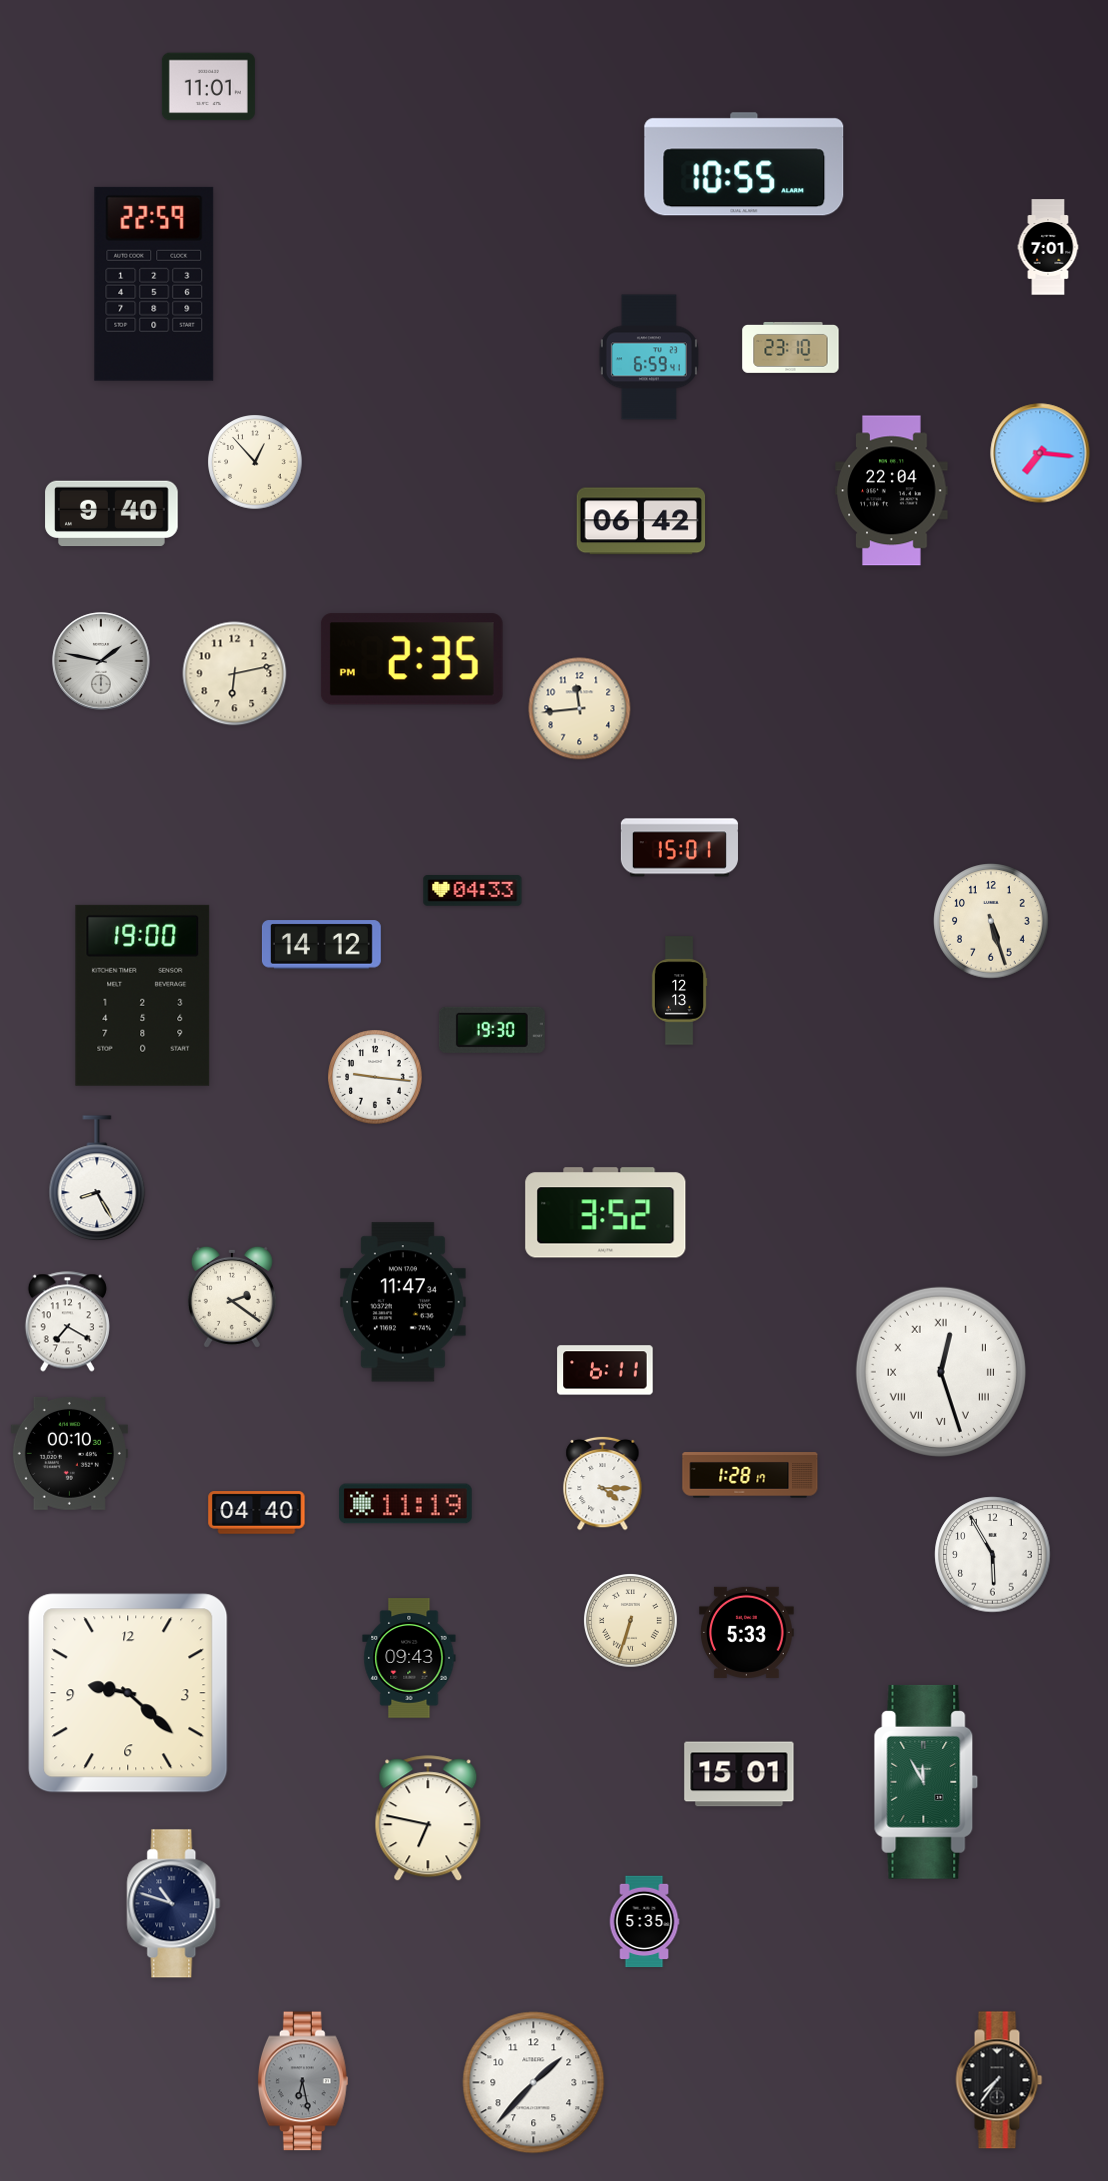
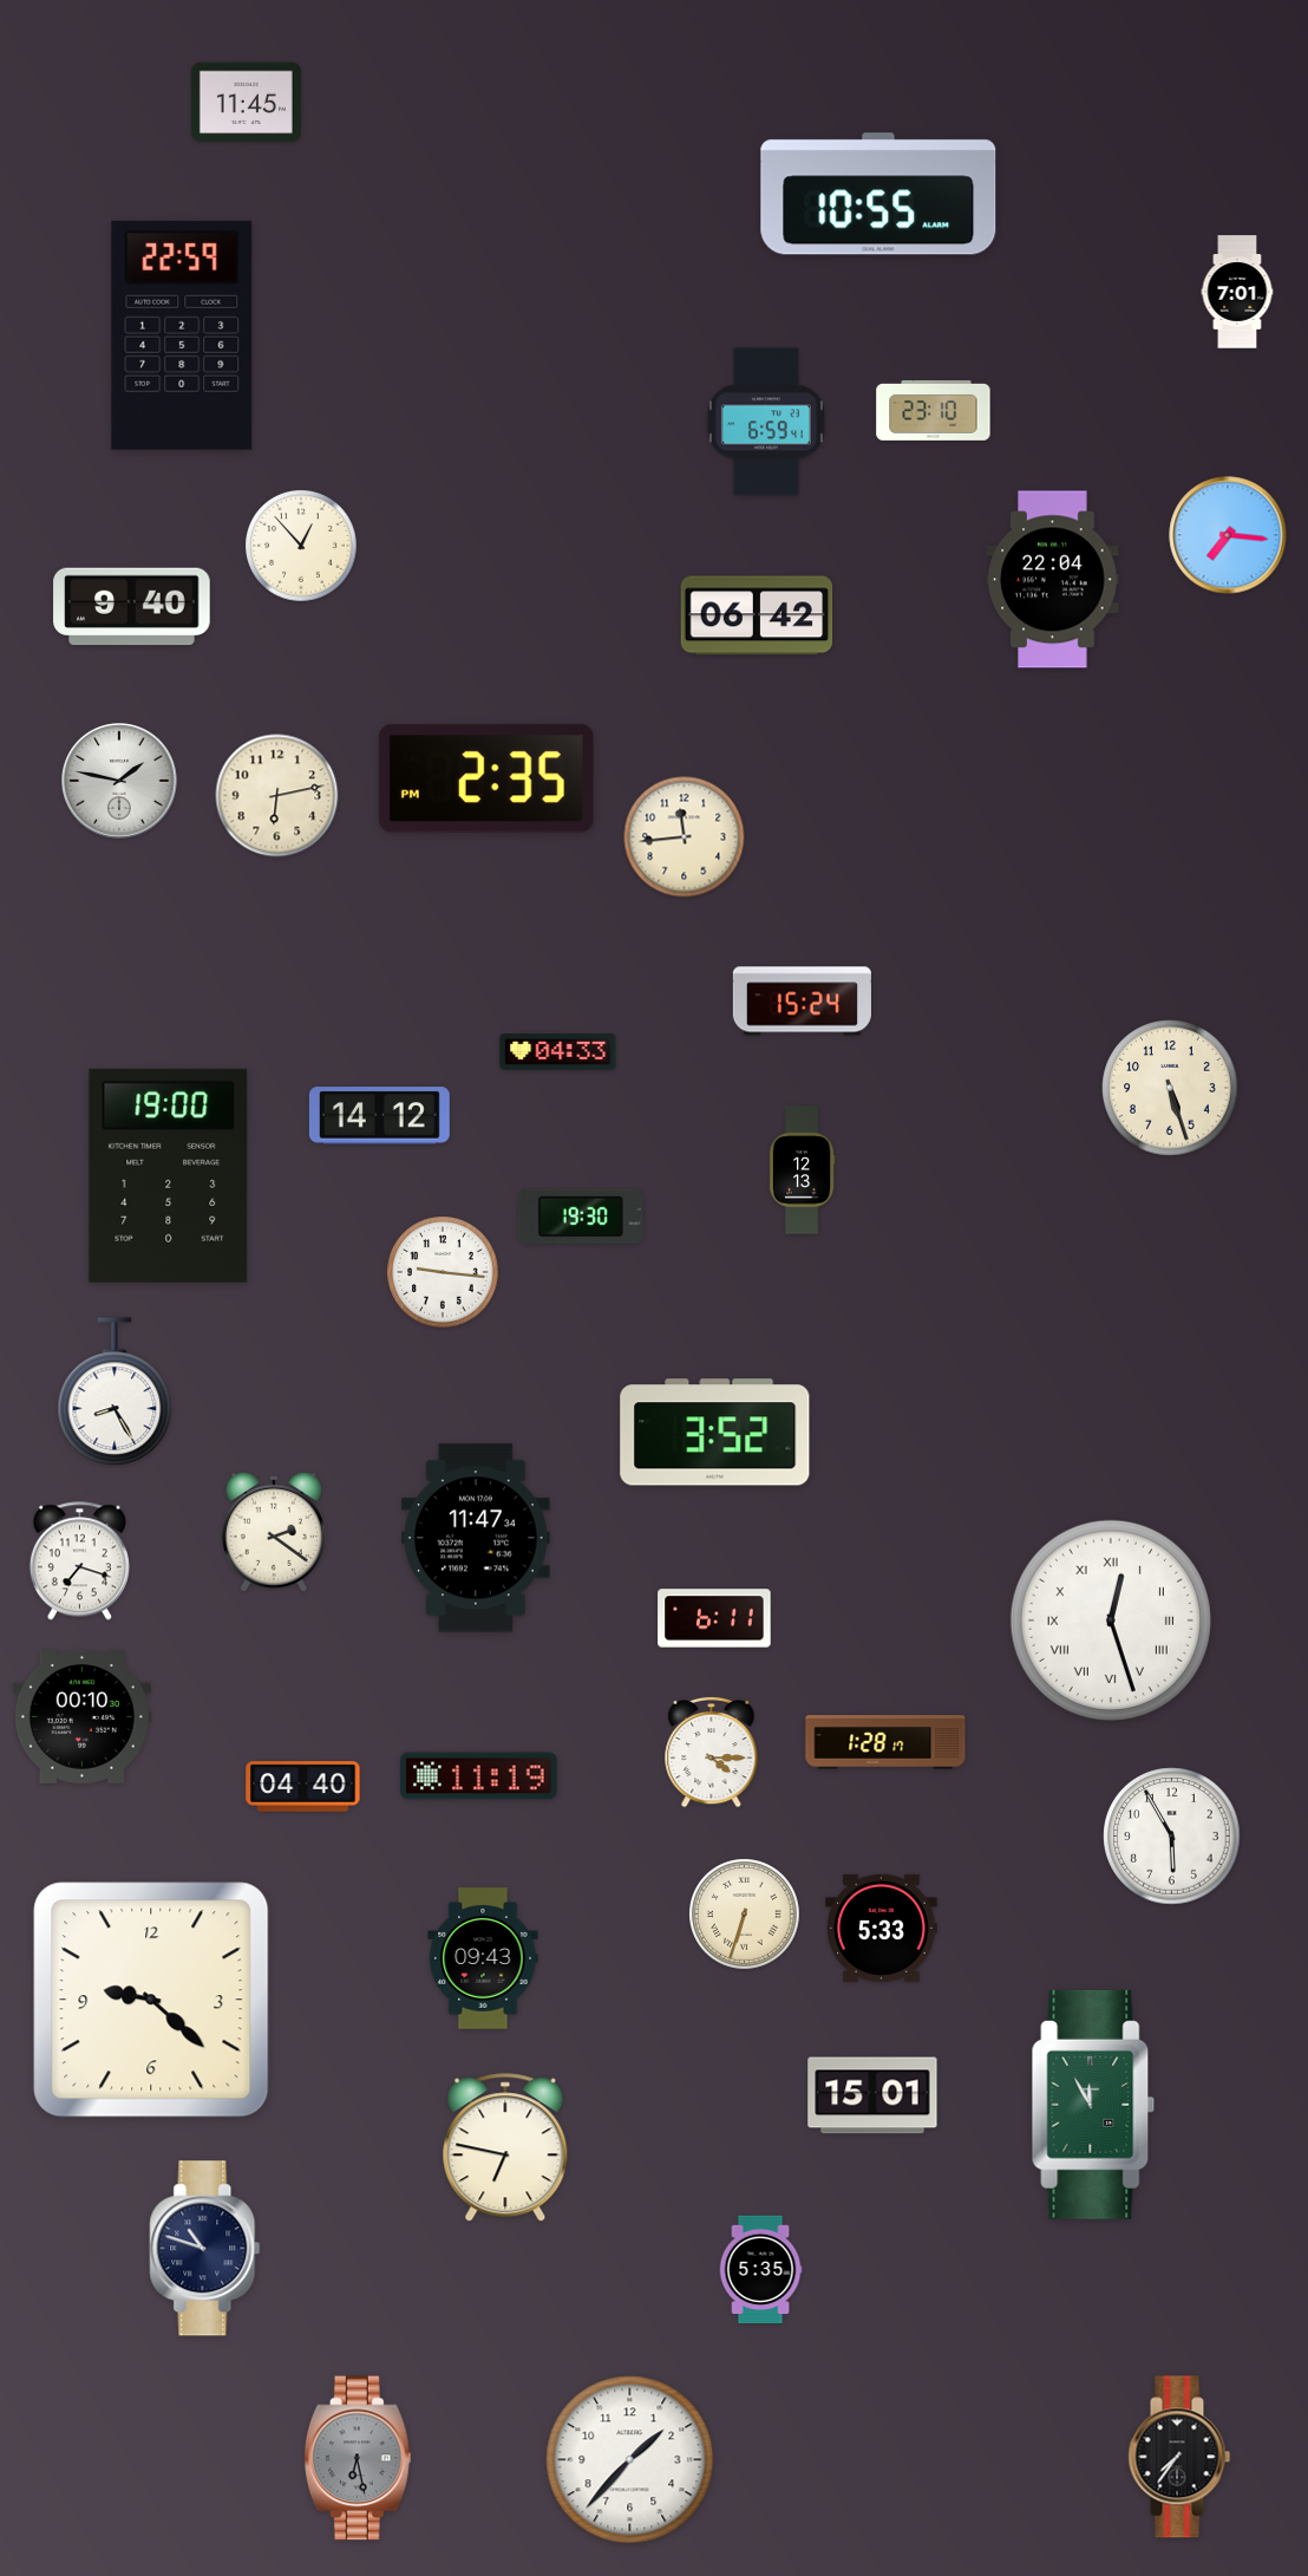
clock at (208, 87): 11:01 -> 11:45
clock at (679, 848): 15:01 -> 15:24
clock at (67, 1322): 7:20 -> 7:18
